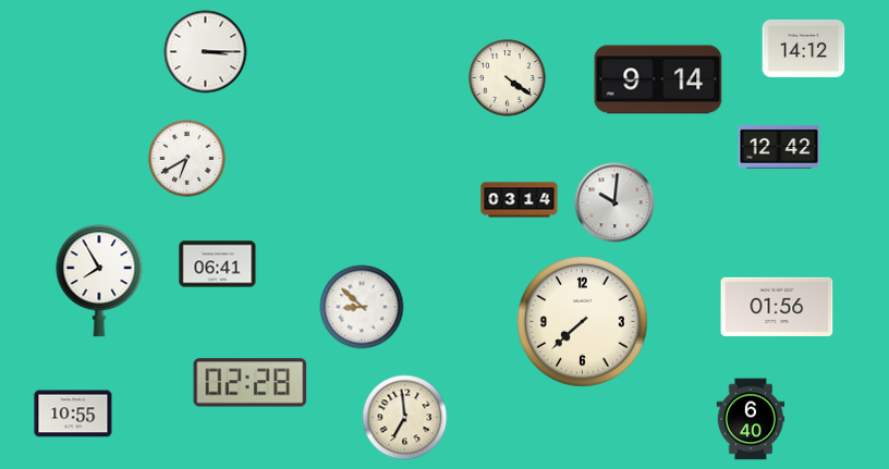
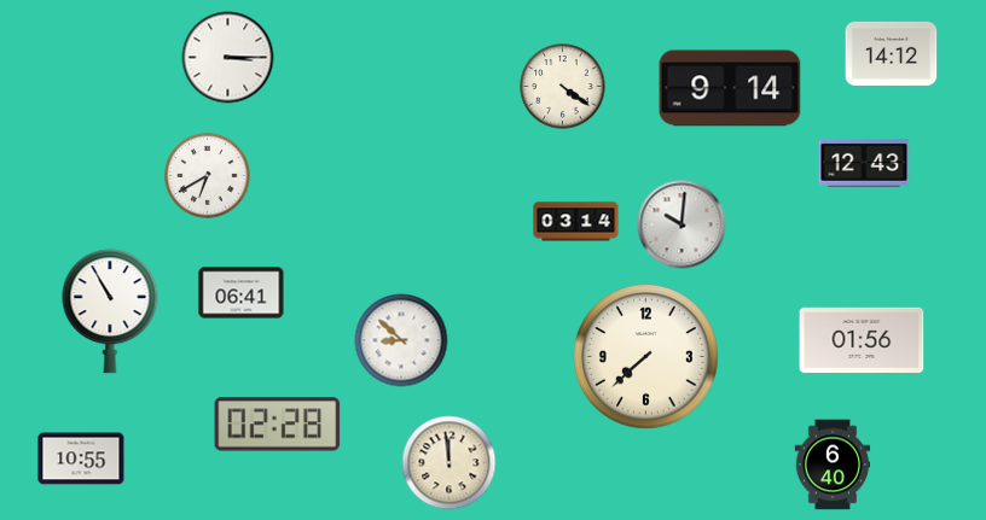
clock at (779, 147): 12:42 -> 12:43
clock at (99, 281): 7:55 -> 10:55
clock at (405, 418): 6:59 -> 11:59
